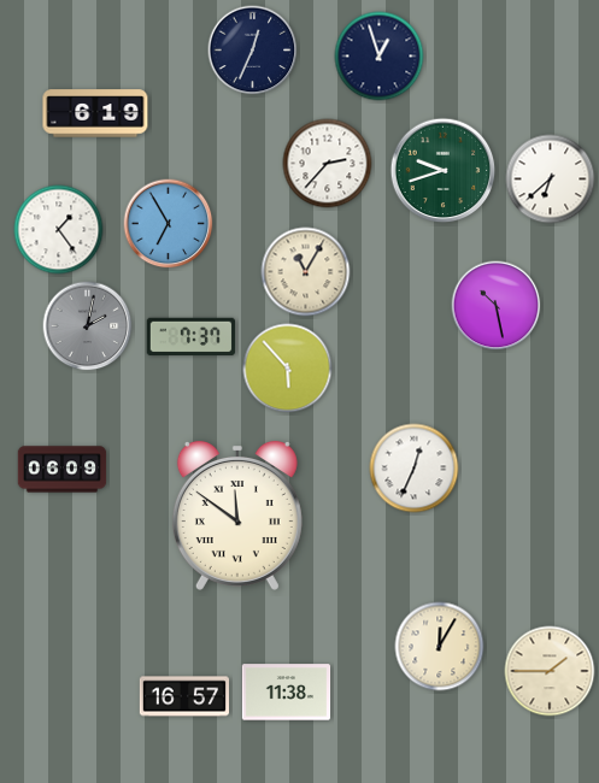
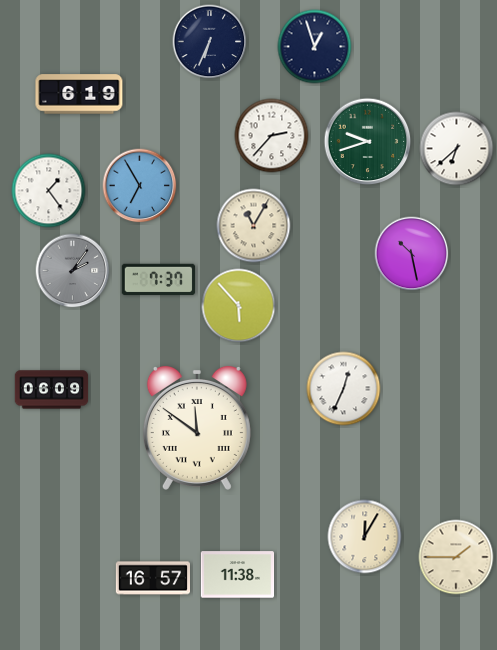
clock at (253, 51): 12:34 -> 6:34
clock at (88, 326): 2:02 -> 2:06
